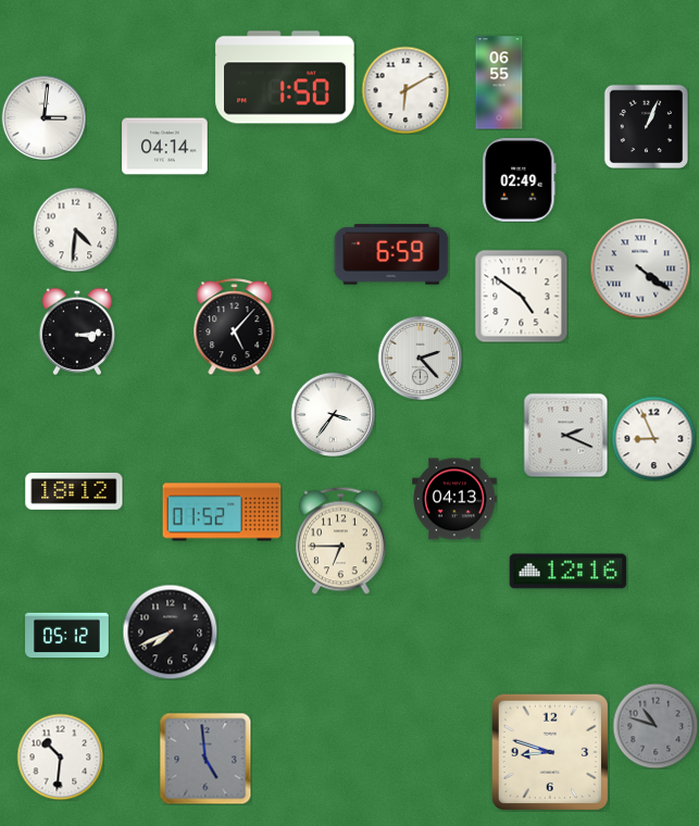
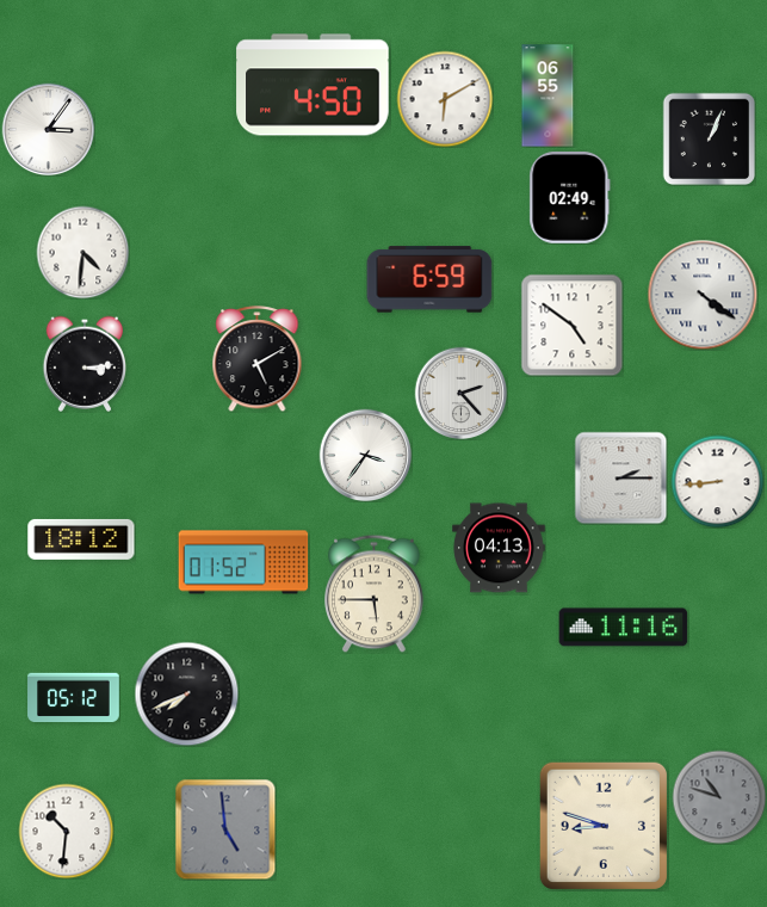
clock at (285, 77): 1:50 -> 4:50
clock at (499, 83) position: (499, 83) -> (548, 95)
clock at (43, 117): 3:01 -> 3:06
clock at (165, 147): 04:14 -> none
clock at (235, 327): 5:07 -> 5:10
clock at (565, 435): 2:19 -> 2:15
clock at (653, 438): 8:56 -> 8:44
clock at (341, 540): 6:45 -> 5:45
clock at (569, 572): 12:16 -> 11:16
clock at (205, 759) position: (205, 759) -> (225, 829)
